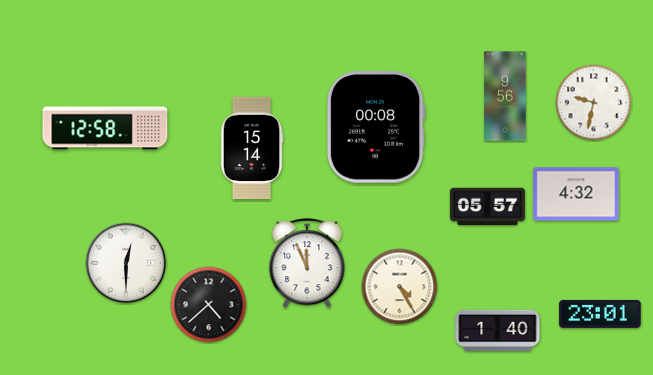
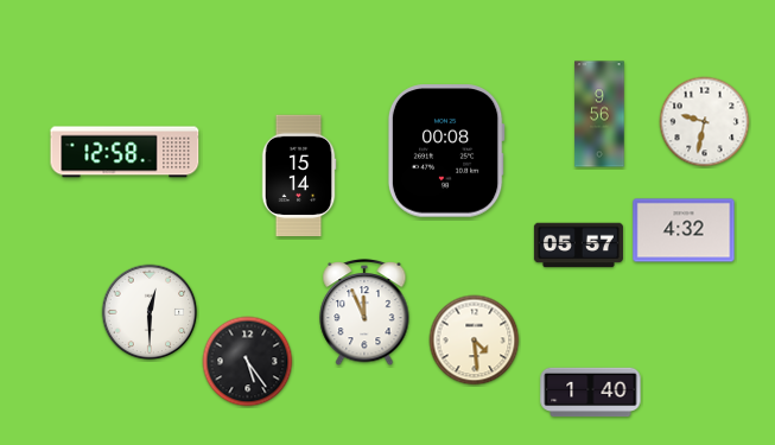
clock at (400, 287): 4:25 -> 4:29
clock at (209, 305): 4:38 -> 5:24
clock at (600, 314): 23:01 -> none
